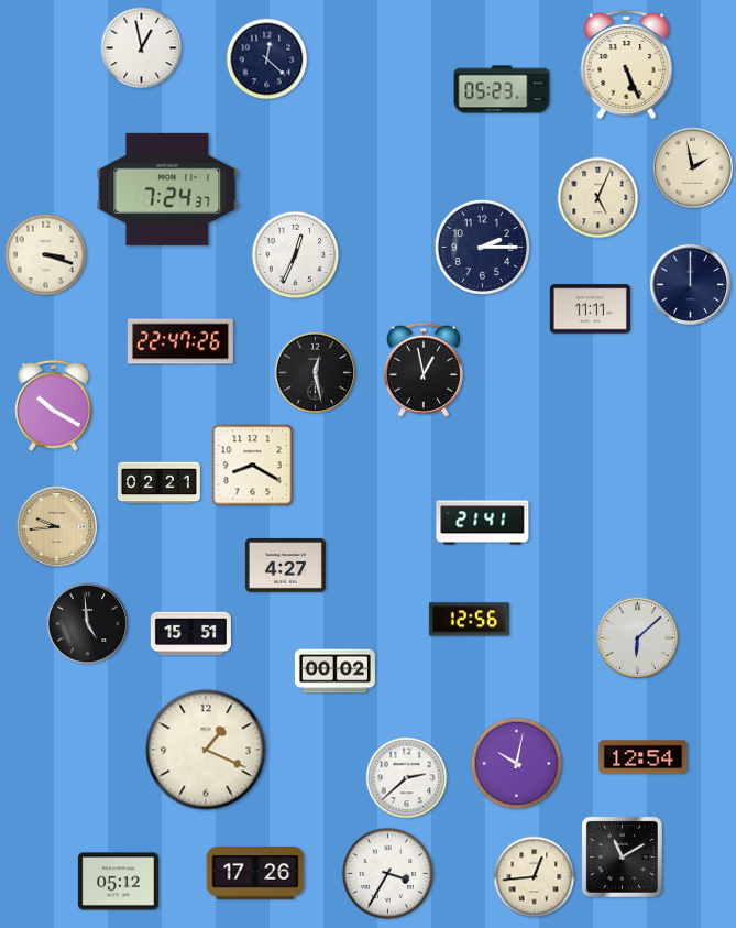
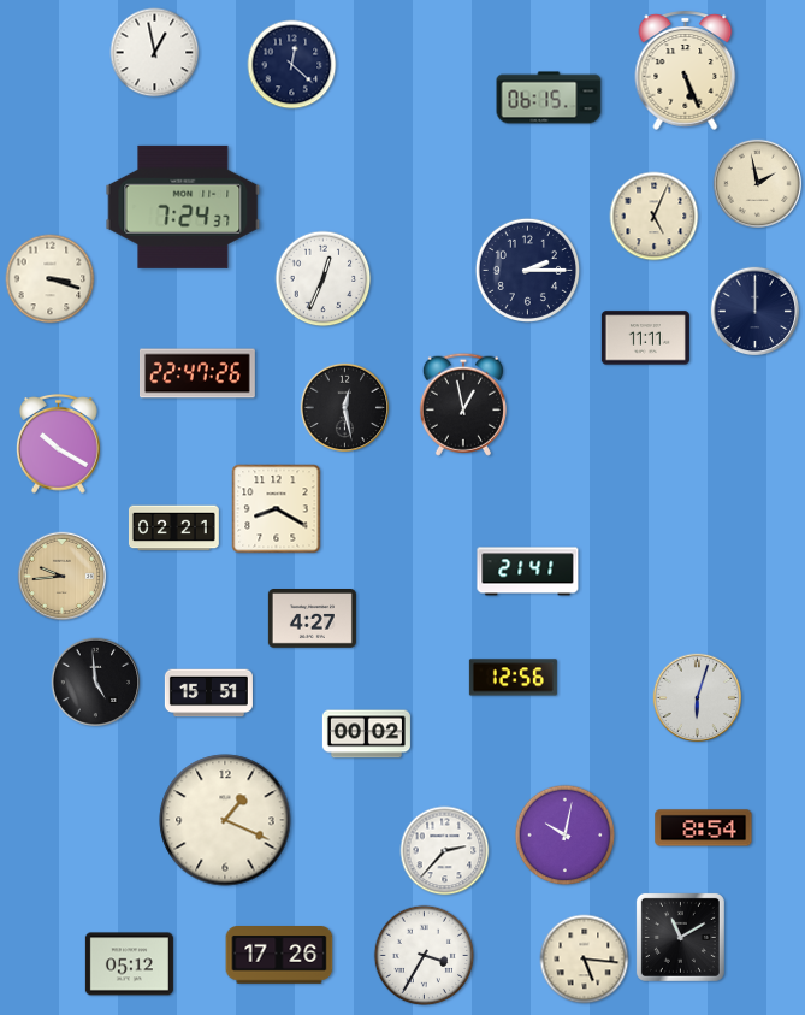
clock at (502, 89): 05:23 -> 06:15
clock at (638, 638): 6:08 -> 6:03
clock at (644, 757): 12:54 -> 8:54
clock at (407, 778): 2:38 -> 2:37
clock at (535, 877): 12:44 -> 5:16
